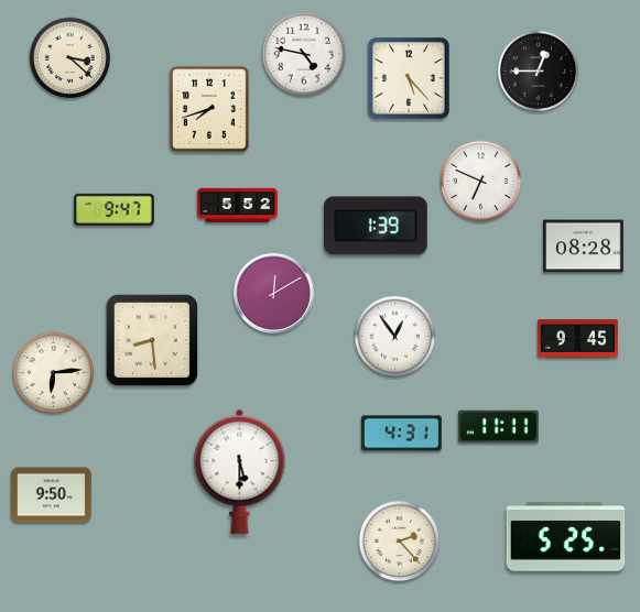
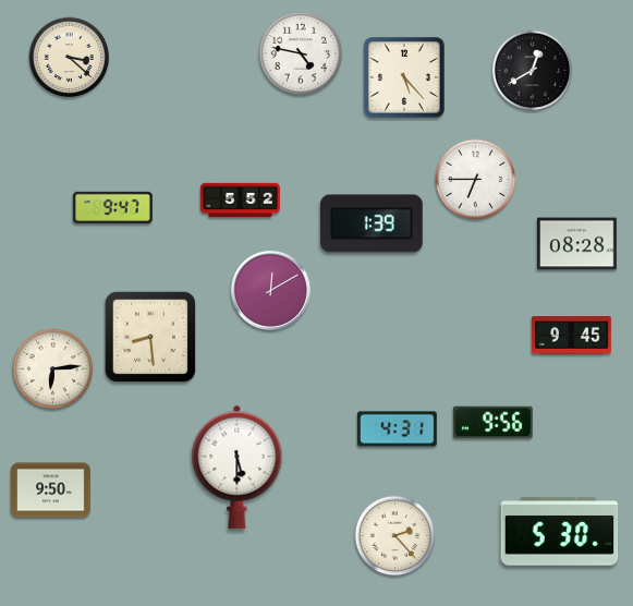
clock at (539, 72): 12:45 -> 12:40
clock at (209, 109): 7:42 -> none
clock at (481, 182): 6:49 -> 6:45
clock at (238, 206) position: (238, 206) -> (241, 201)
clock at (395, 337): 12:54 -> none
clock at (498, 427): 11:11 -> 9:56
clock at (566, 537): 5:25 -> 5:30
